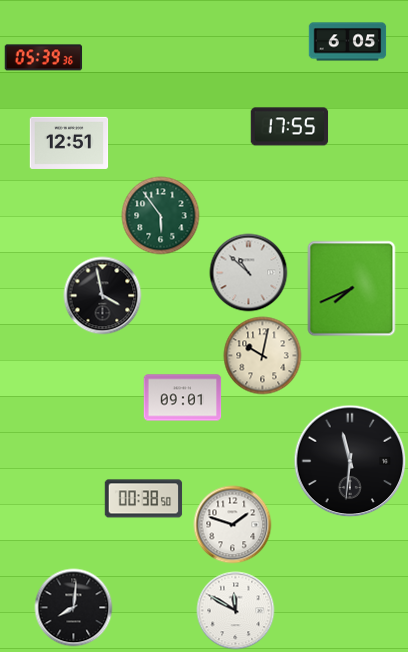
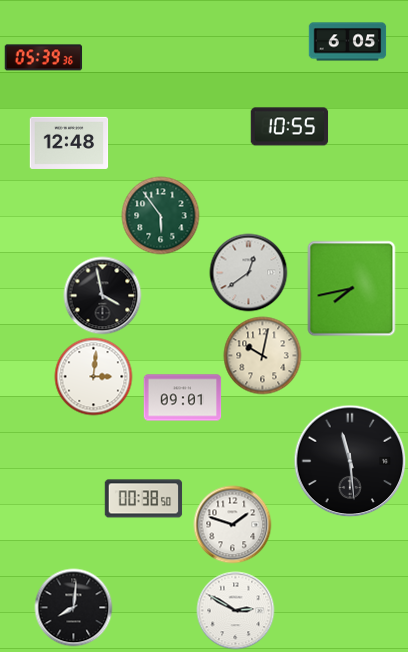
clock at (289, 127): 17:55 -> 10:55
clock at (69, 143): 12:51 -> 12:48
clock at (248, 272): 10:52 -> 12:39
clock at (352, 288): 7:41 -> 7:43
clock at (93, 376): none -> 3:01
clock at (350, 461): 11:31 -> 11:29
clock at (235, 610): 11:50 -> 2:50
